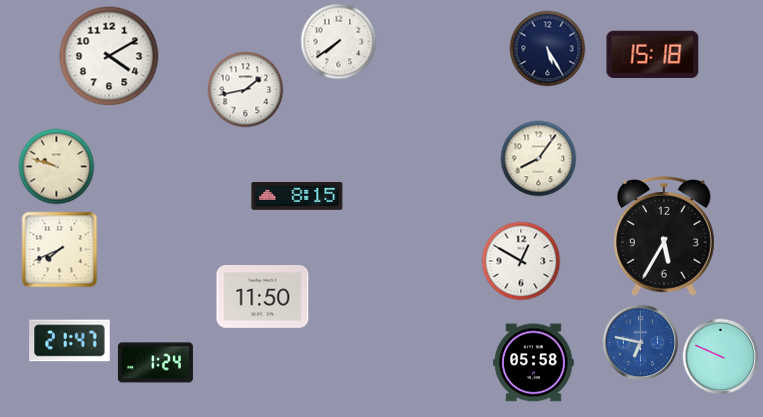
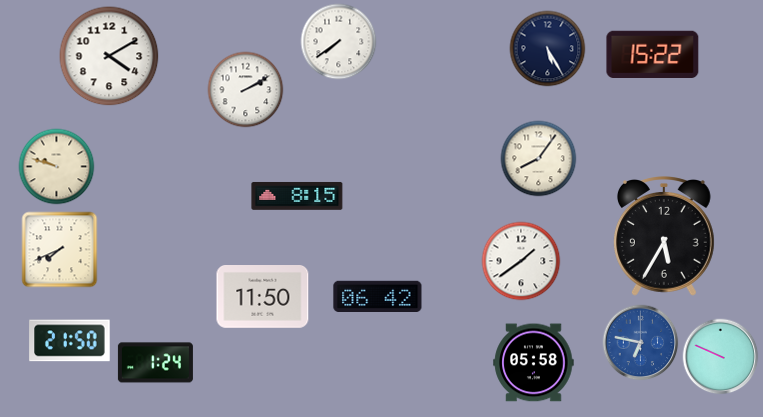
clock at (653, 54): 15:18 -> 15:22
clock at (246, 90): 1:43 -> 2:10
clock at (521, 261): 12:50 -> 1:39
clock at (378, 297): none -> 06:42
clock at (70, 341): 21:47 -> 21:50
